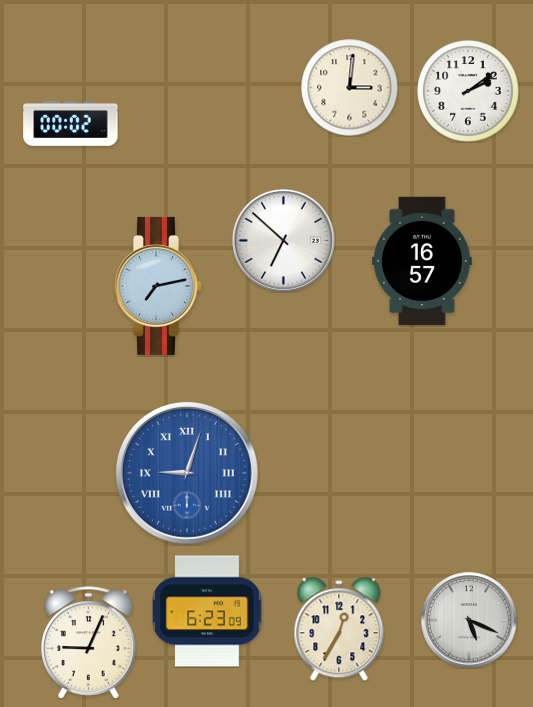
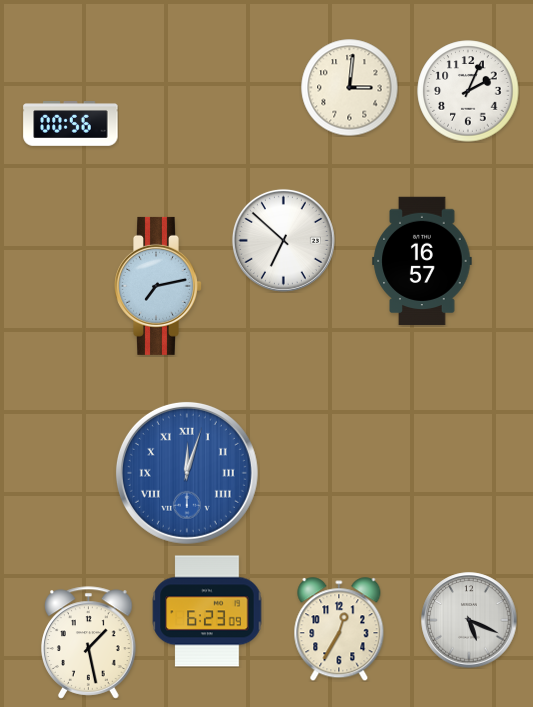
clock at (468, 91): 2:09 -> 2:04
clock at (71, 124): 00:02 -> 00:56
clock at (187, 473): 9:03 -> 12:03
clock at (89, 643): 9:04 -> 1:28
